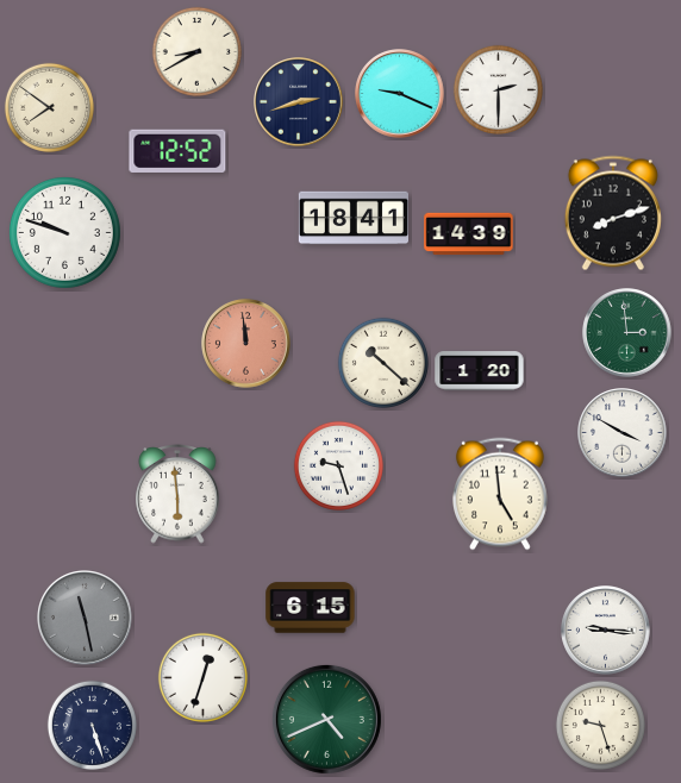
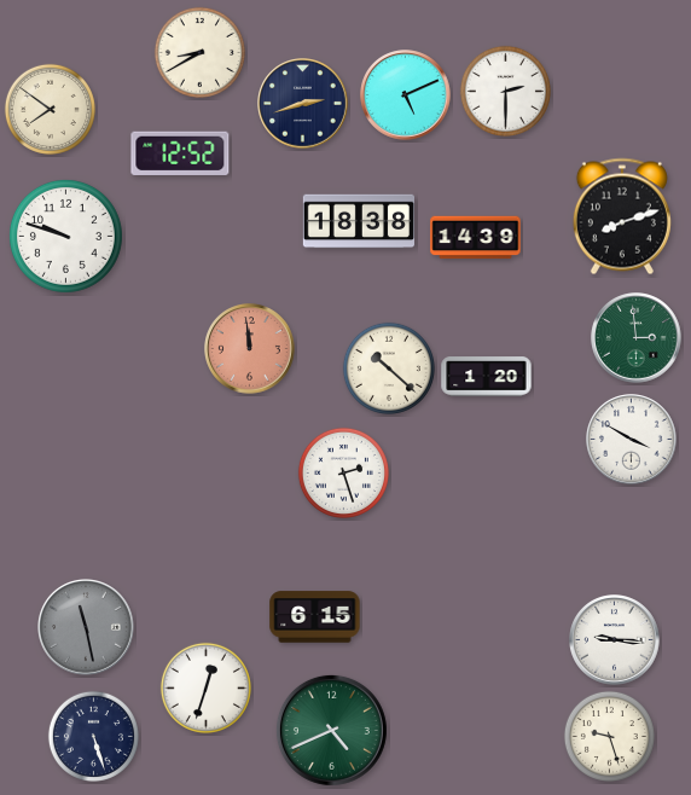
clock at (400, 94): 9:19 -> 5:11
clock at (352, 218): 18:41 -> 18:38
clock at (338, 465): 9:27 -> 2:27
clock at (177, 494): 5:59 -> none
clock at (500, 494): 4:59 -> none
